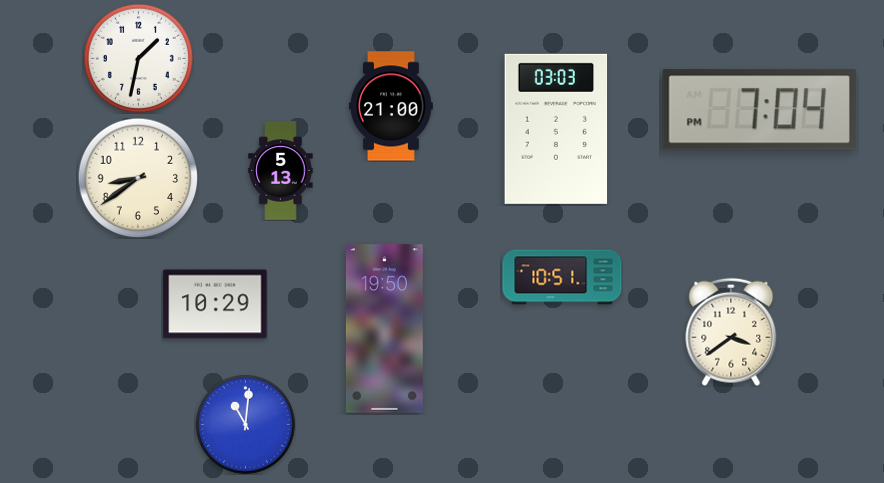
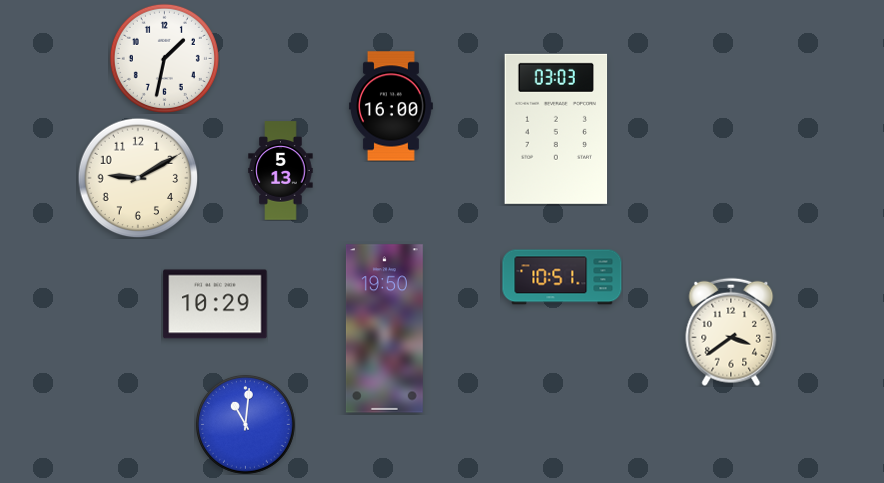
clock at (138, 58) position: (138, 58) -> (164, 58)
clock at (391, 106): 21:00 -> 16:00
clock at (759, 110): 7:04 -> none
clock at (138, 178): 8:39 -> 9:10
